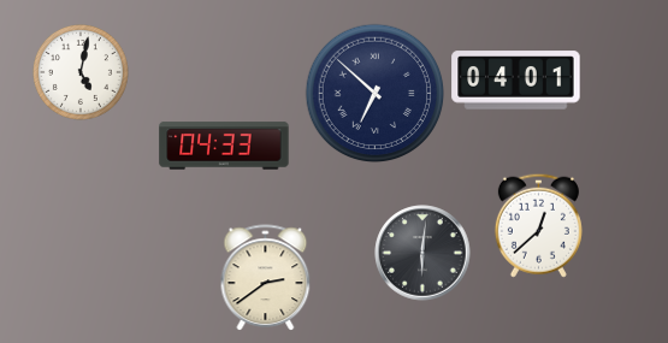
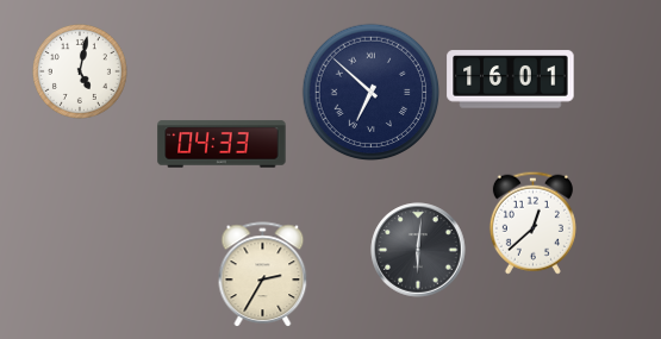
clock at (516, 81): 04:01 -> 16:01
clock at (266, 277): 2:39 -> 2:35
